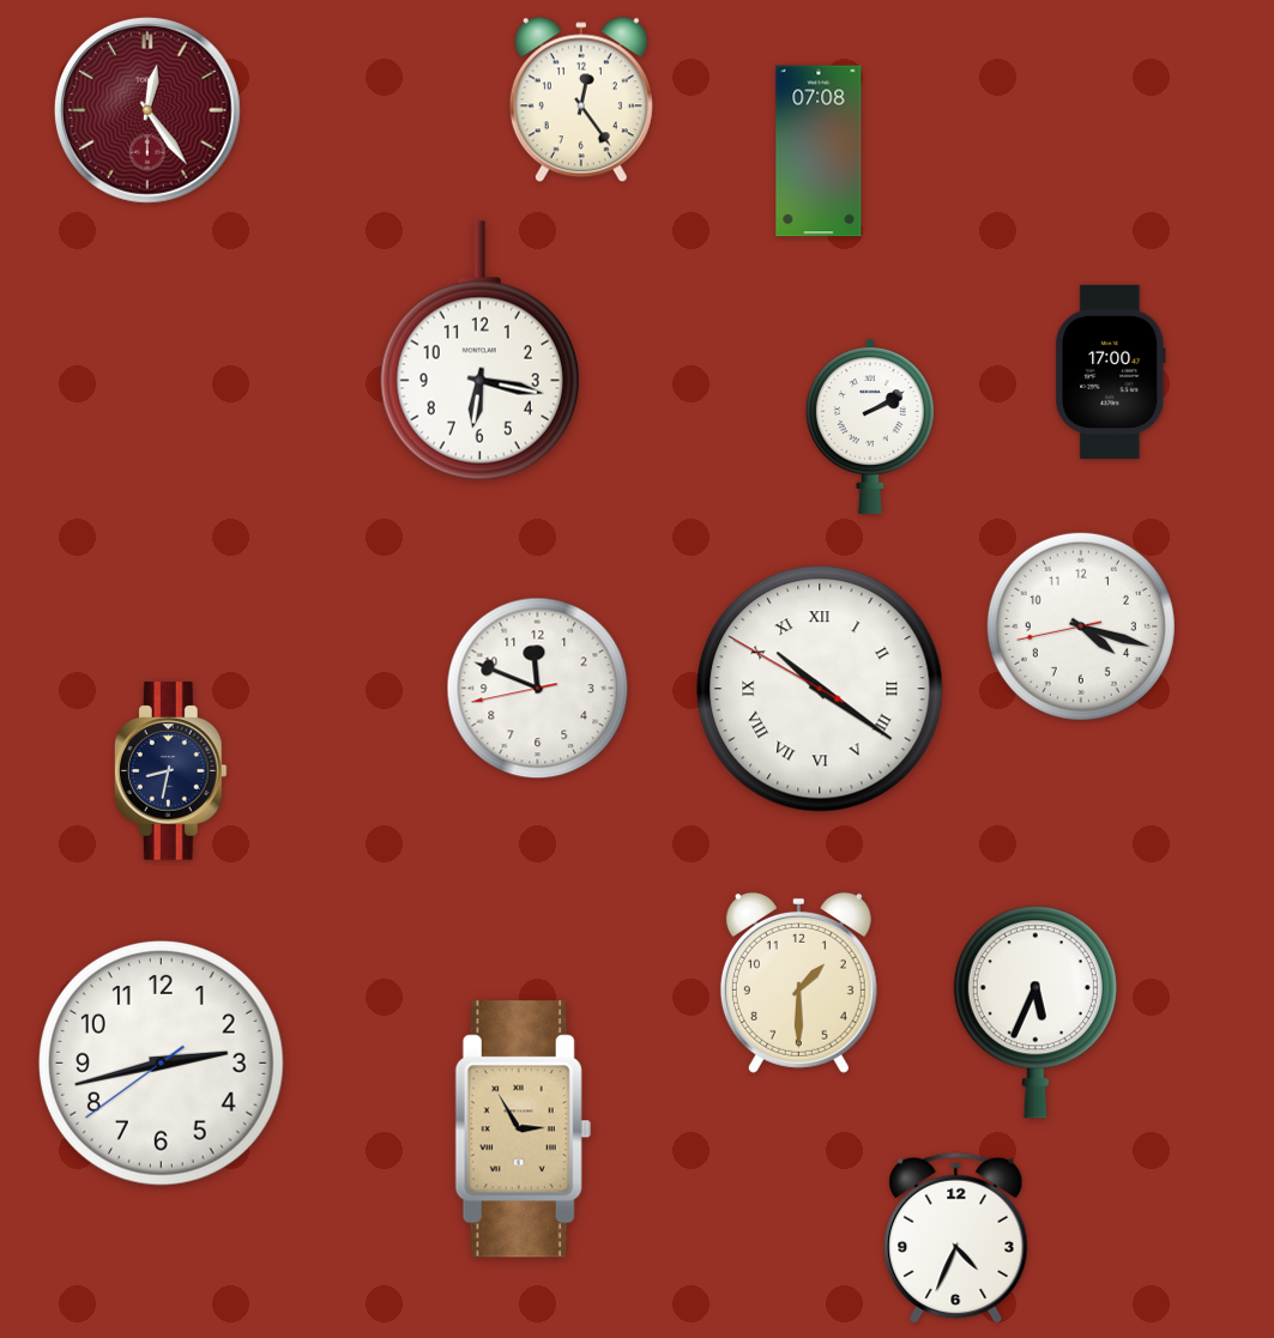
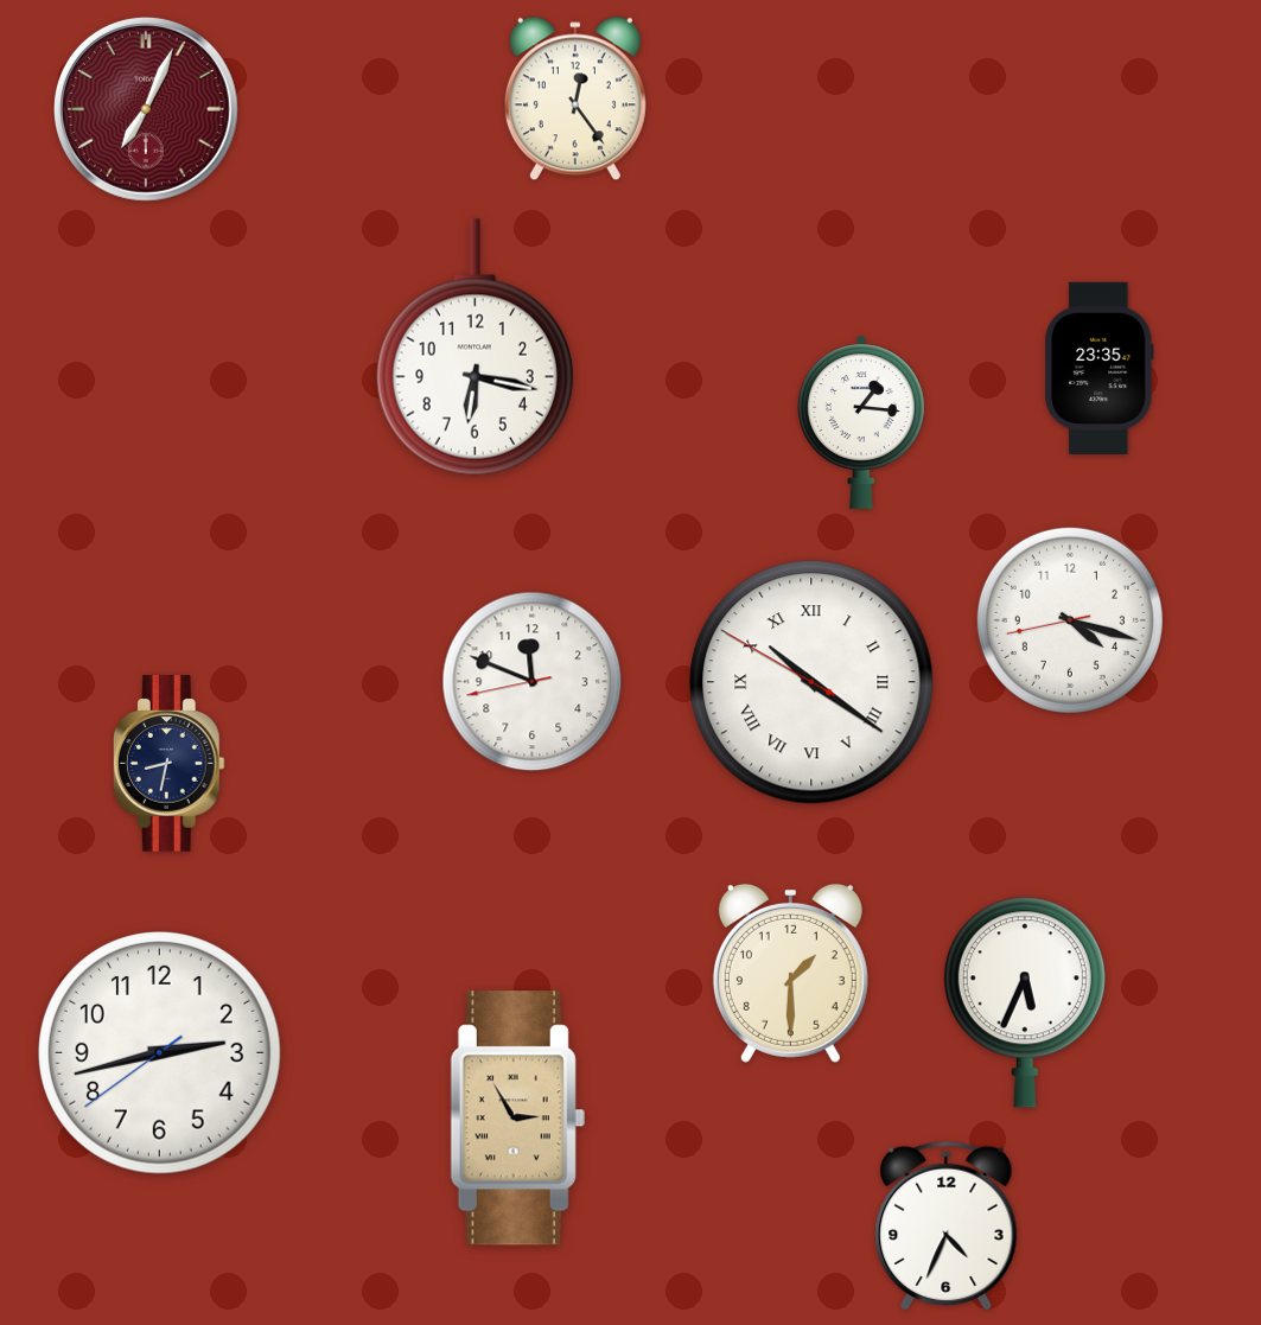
clock at (147, 110): 12:24 -> 7:04
clock at (819, 151): 07:08 -> none
clock at (1111, 371): 17:00 -> 23:35
clock at (870, 426): 2:10 -> 1:16
